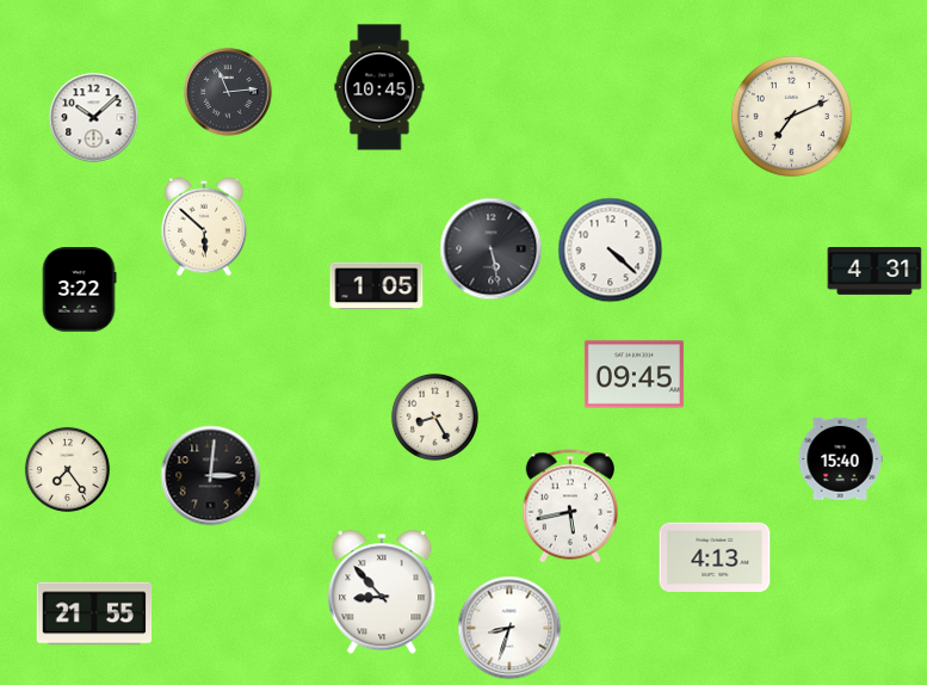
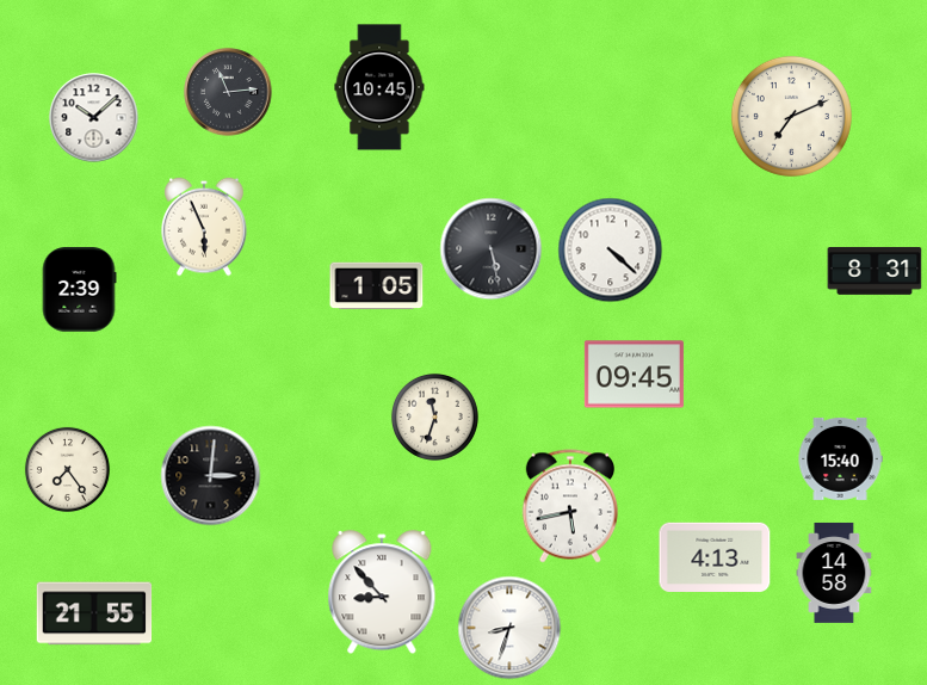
clock at (204, 227): 5:52 -> 5:56
clock at (875, 271): 4:31 -> 8:31
clock at (79, 290): 3:22 -> 2:39
clock at (434, 416): 8:25 -> 11:33
clock at (834, 573): none -> 14:58
